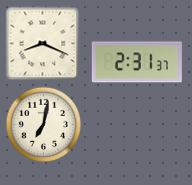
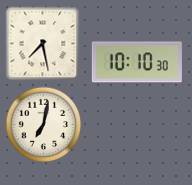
clock at (43, 44): 8:19 -> 7:28
clock at (137, 62): 2:31 -> 10:10
